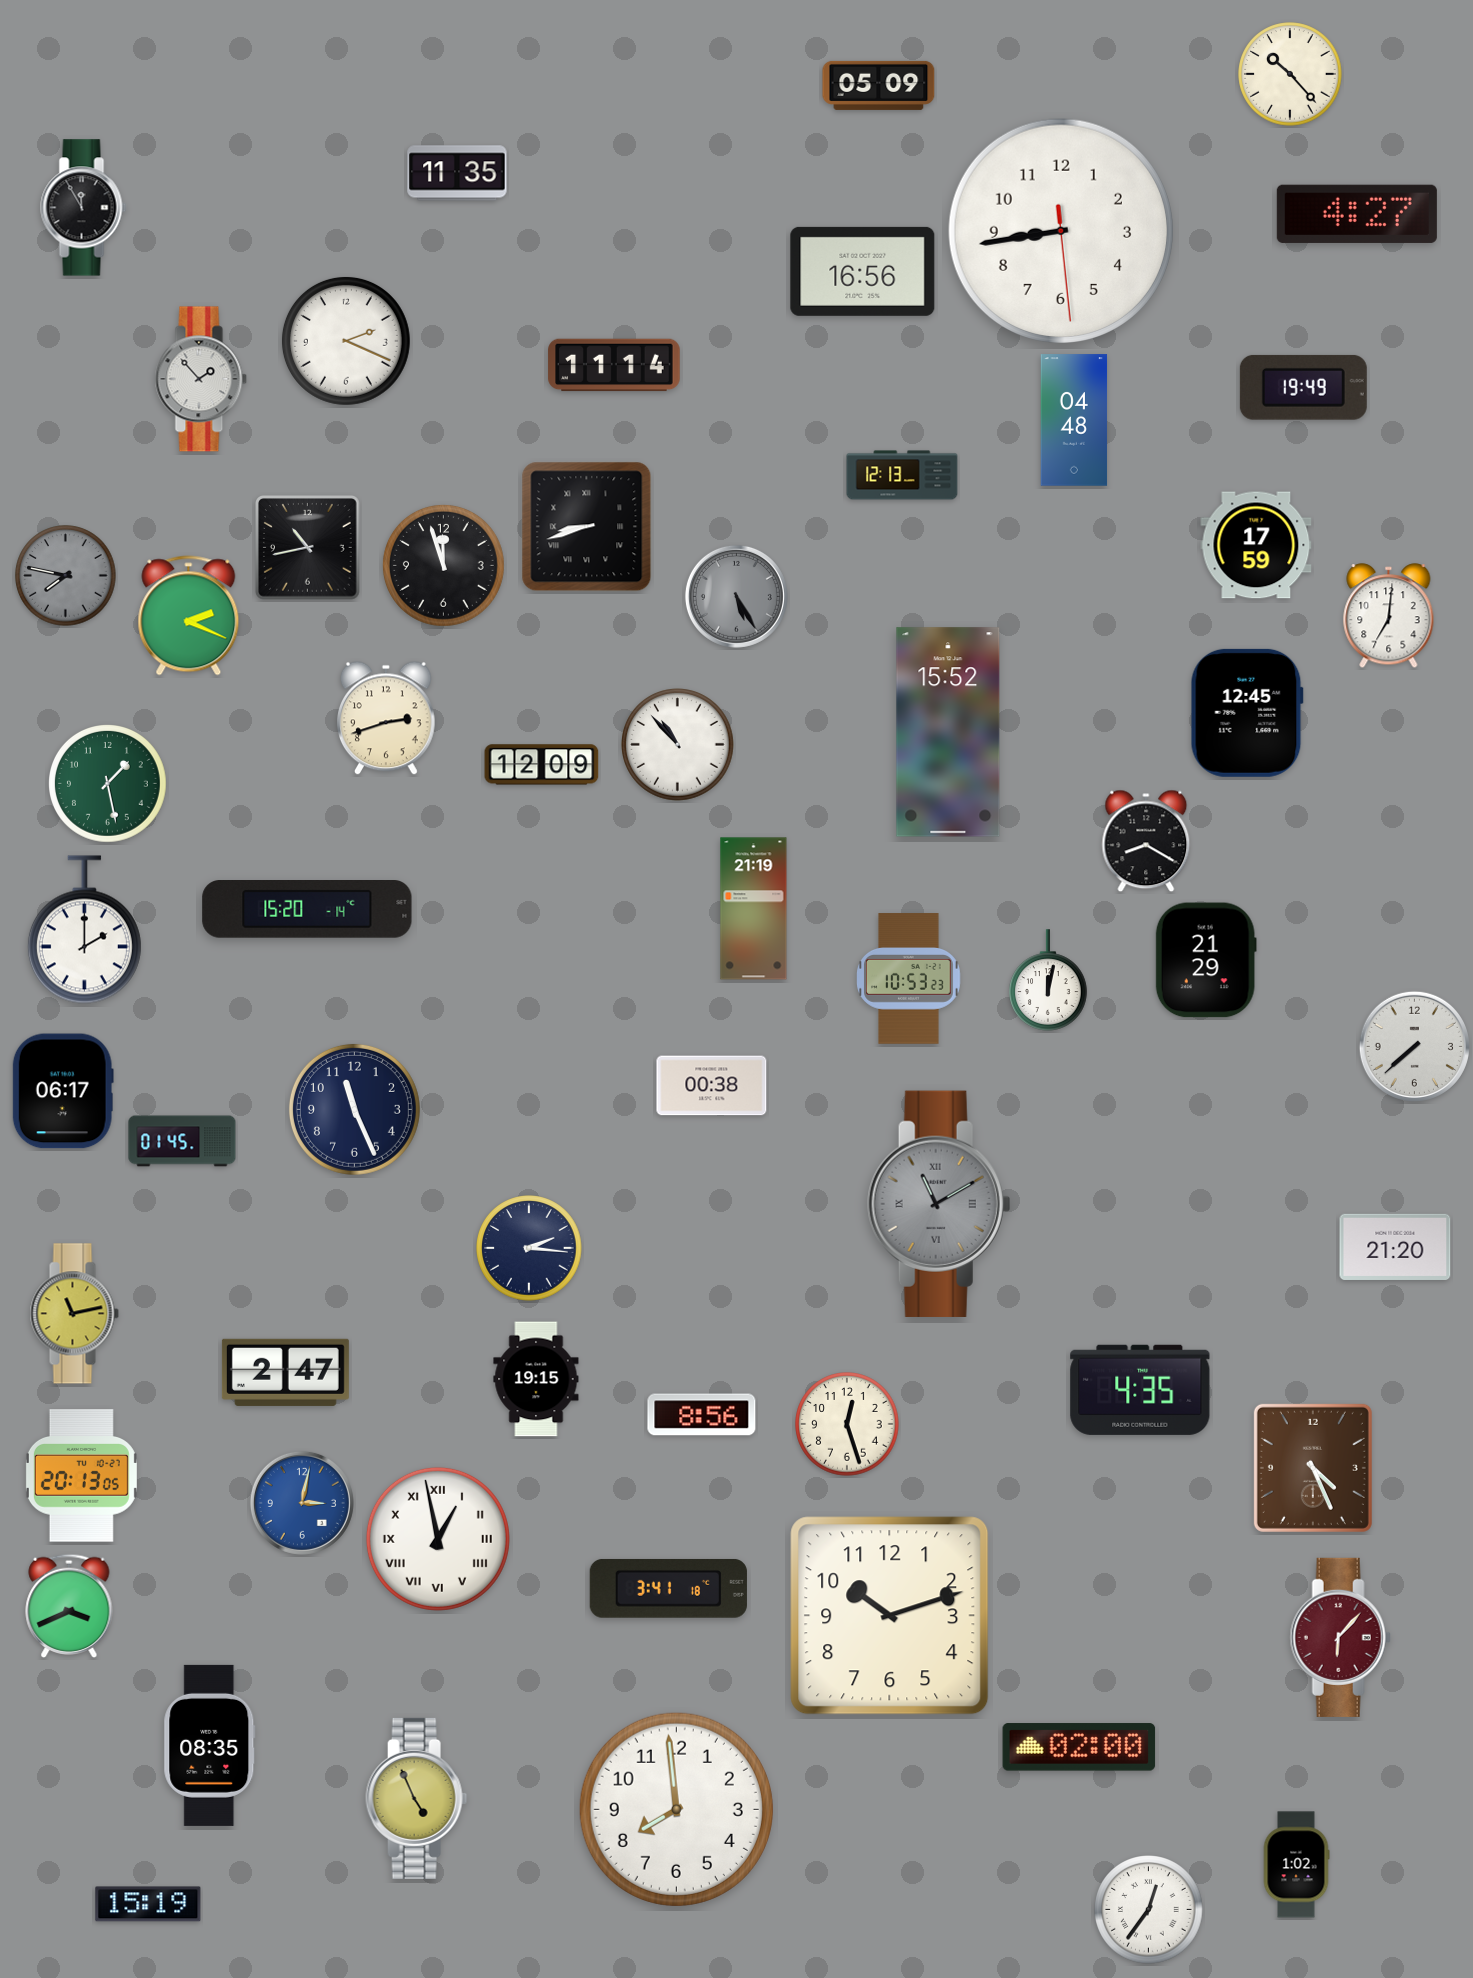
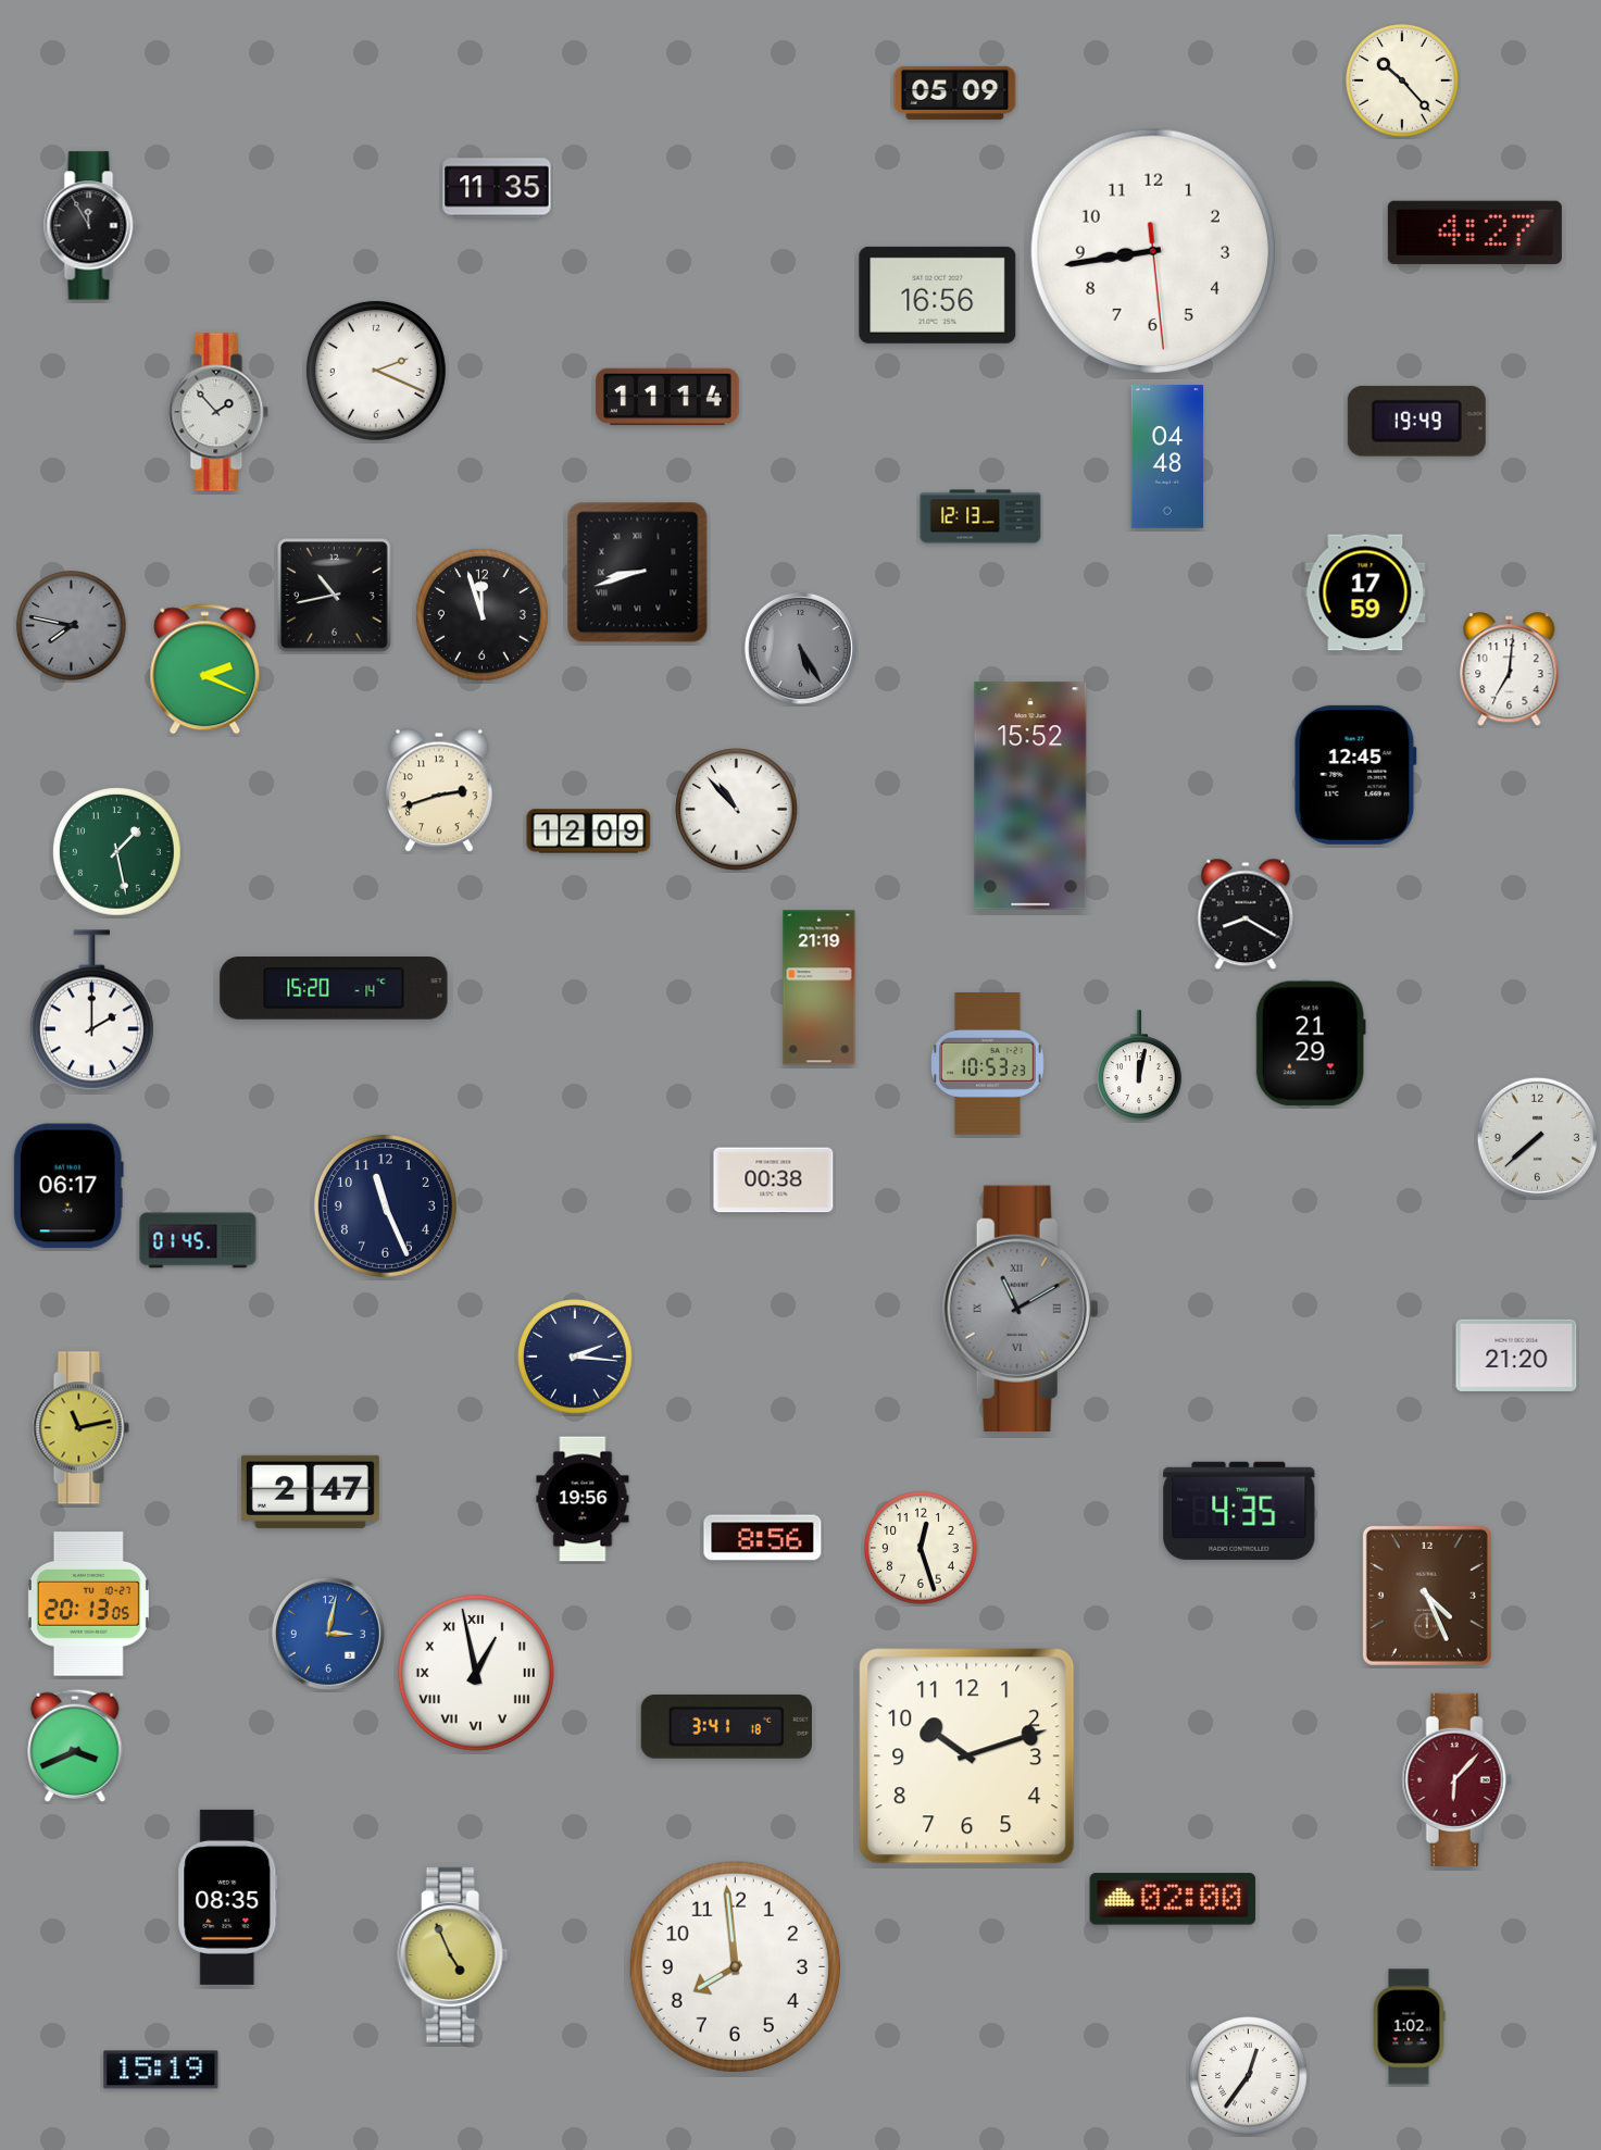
clock at (387, 718) position: (387, 718) -> (440, 790)
clock at (536, 1379): 19:15 -> 19:56
